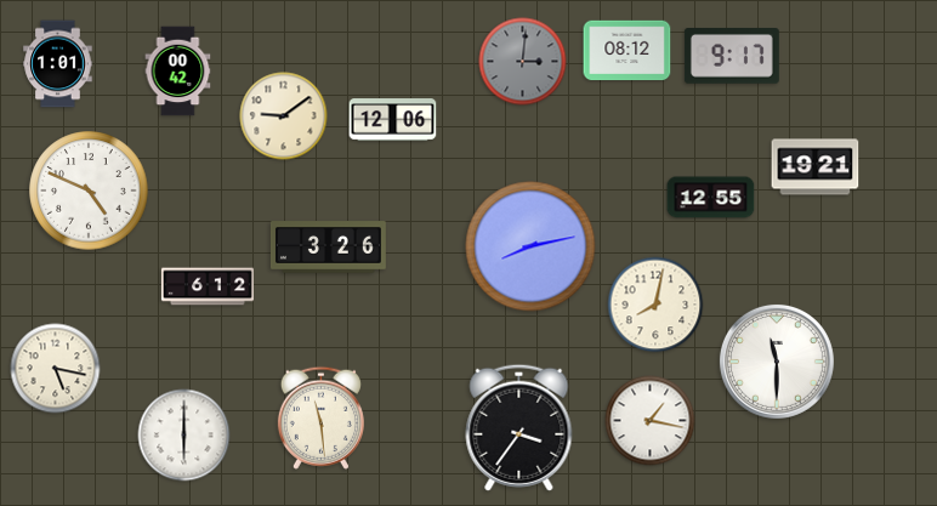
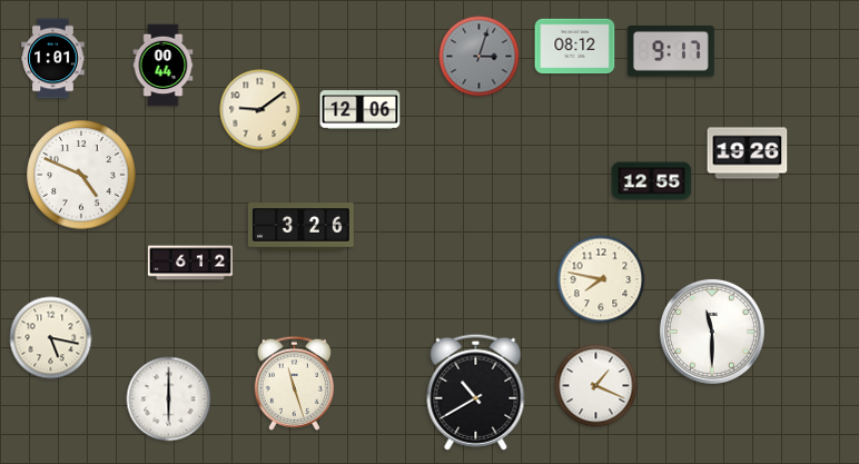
clock at (523, 62): 3:01 -> 3:03
clock at (178, 72): 00:42 -> 00:44
clock at (284, 116) position: (284, 116) -> (260, 110)
clock at (816, 167): 19:21 -> 19:26
clock at (530, 246): 8:13 -> none
clock at (655, 305): 8:02 -> 7:47
clock at (320, 417): 11:29 -> 11:27
clock at (651, 421): 1:17 -> 1:19
clock at (519, 427): 3:36 -> 10:40
